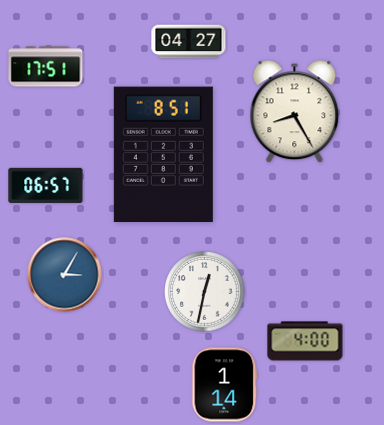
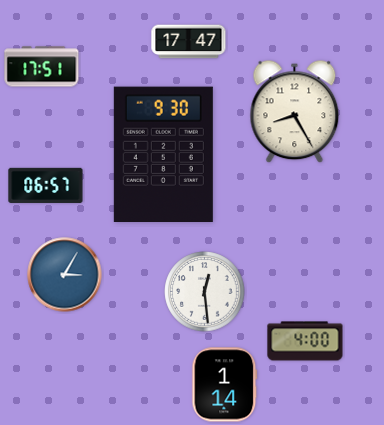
clock at (189, 42): 04:27 -> 17:47
clock at (46, 67) position: (46, 67) -> (42, 67)
clock at (163, 154): 8:51 -> 9:30
clock at (205, 292): 12:32 -> 12:29
